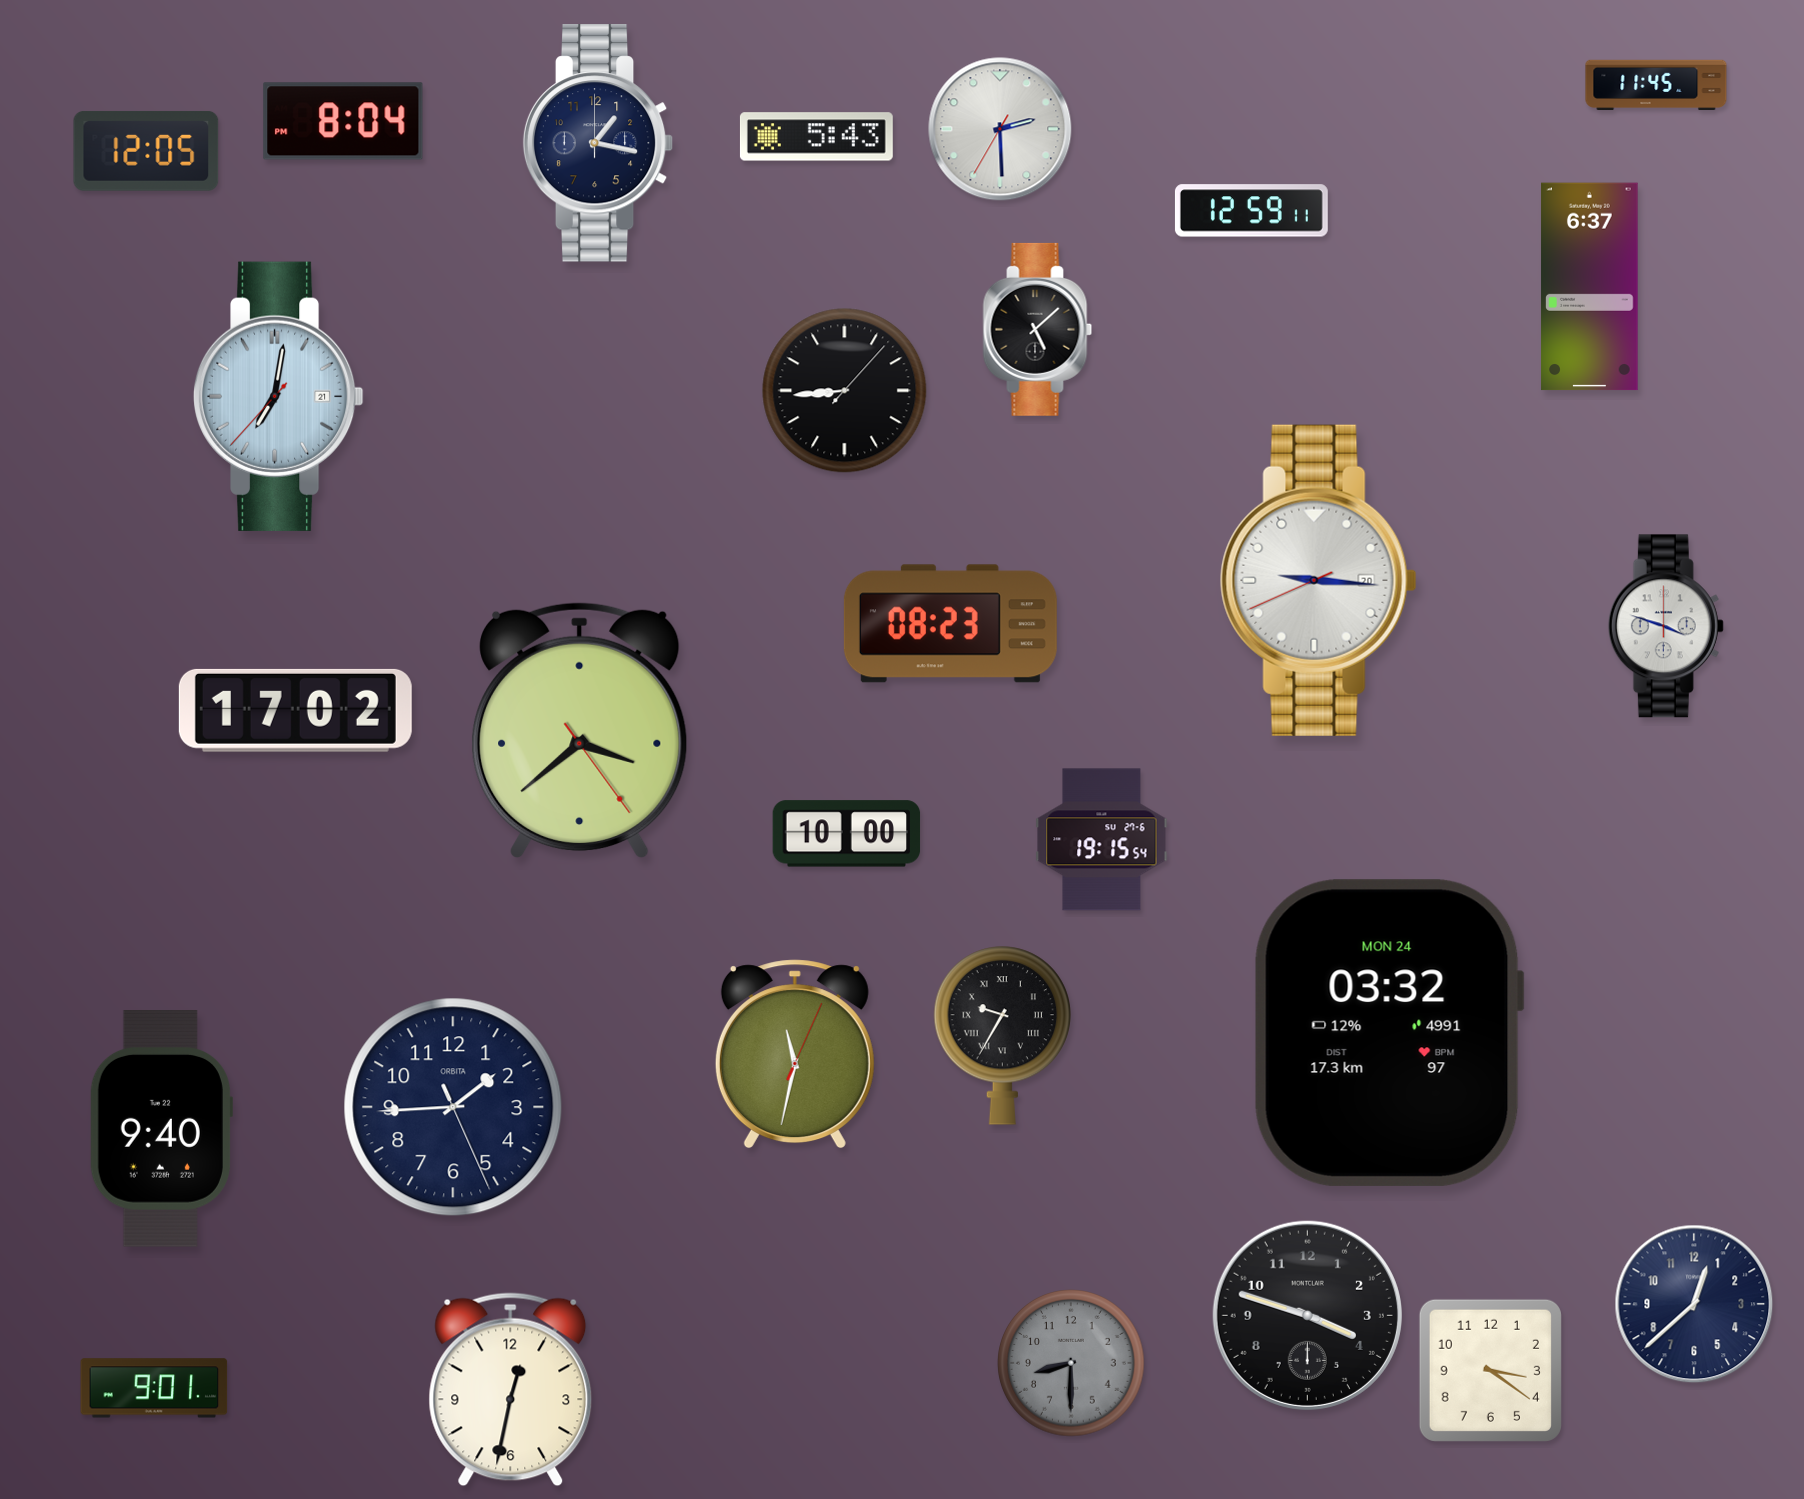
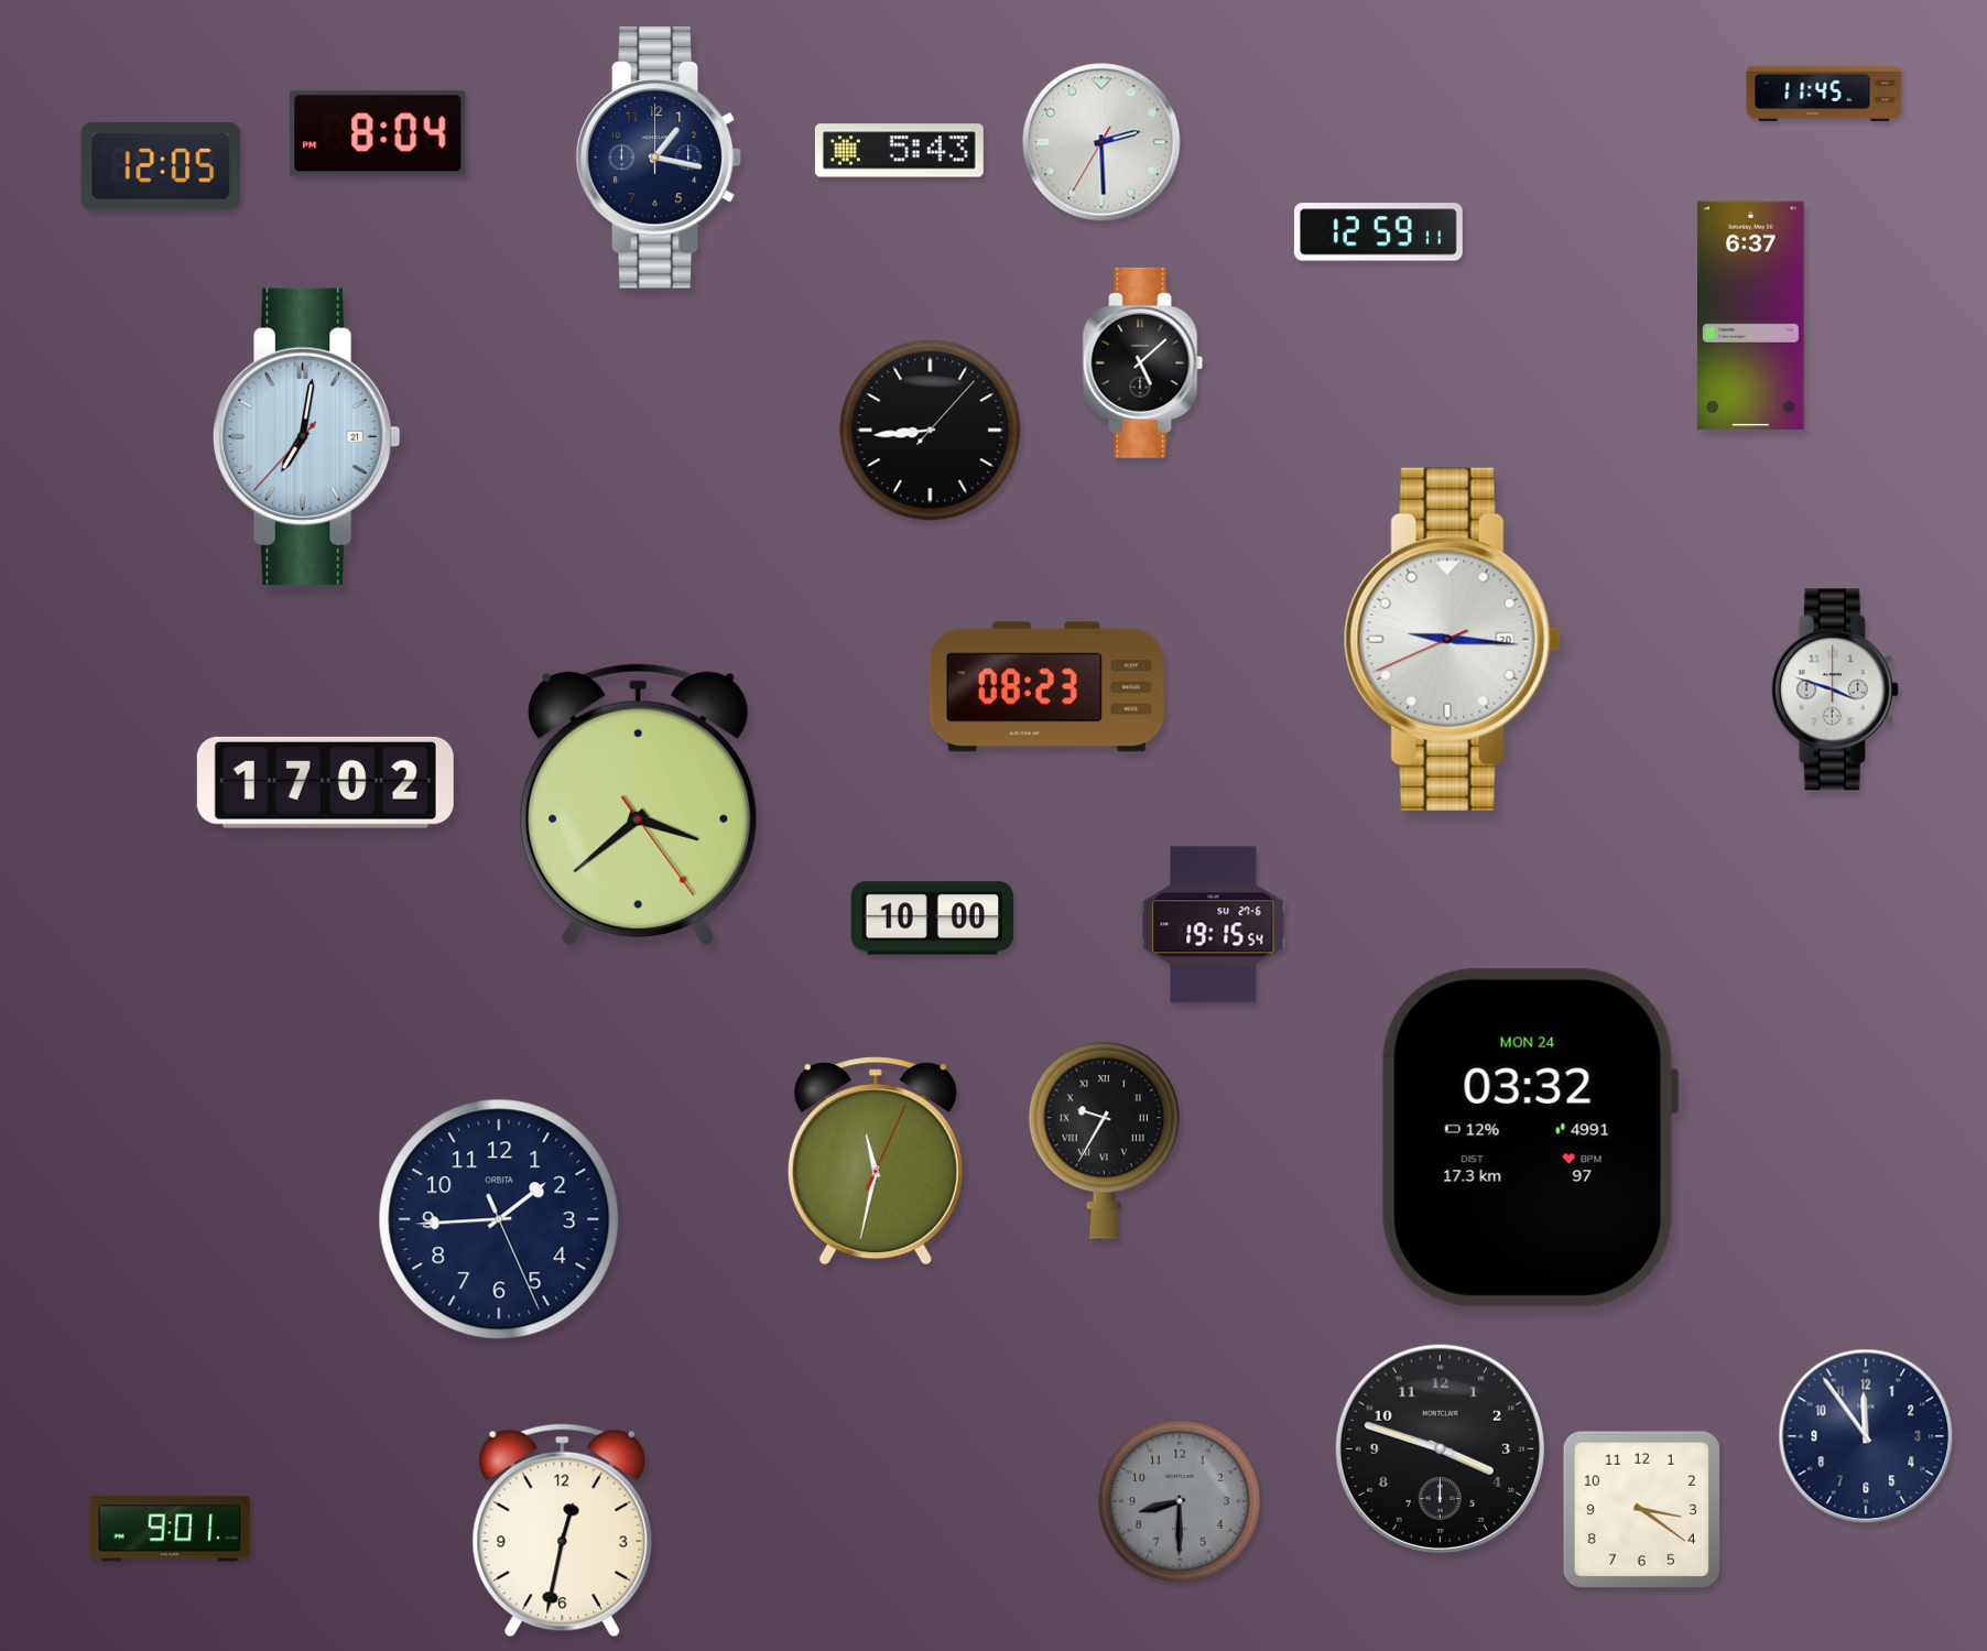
clock at (161, 1129): 9:40 -> none
clock at (1694, 1304): 12:38 -> 11:54
